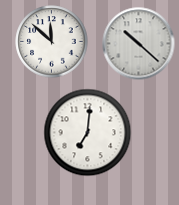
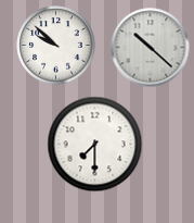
clock at (52, 42): 11:52 -> 9:52
clock at (88, 133): 7:01 -> 7:30
